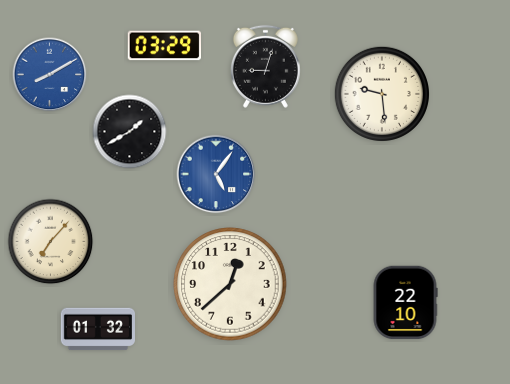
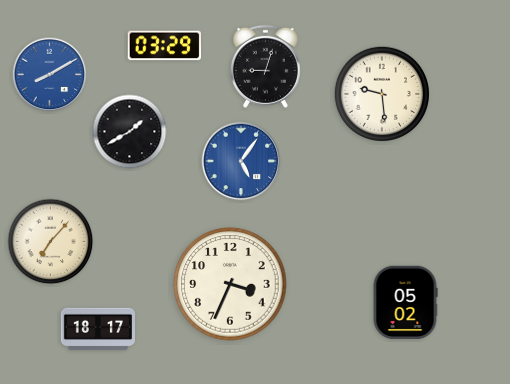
clock at (216, 174) position: (216, 174) -> (241, 161)
clock at (230, 284): 12:38 -> 3:34
clock at (405, 303): 22:10 -> 05:02
clock at (97, 329): 01:32 -> 18:17
